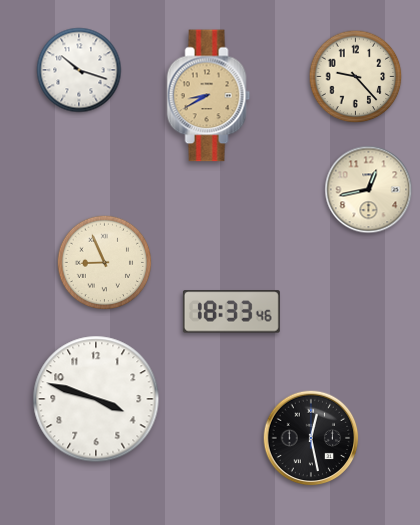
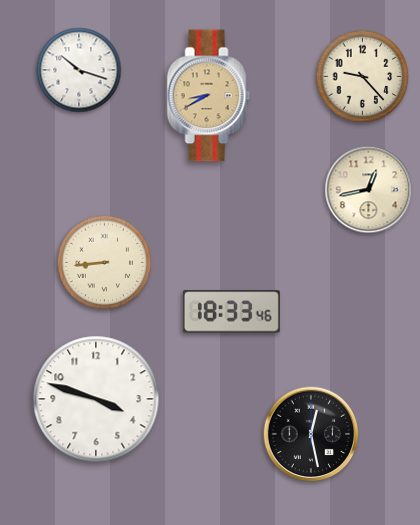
clock at (356, 77) position: (356, 77) -> (363, 77)
clock at (105, 263): 8:56 -> 8:44
clock at (311, 438) position: (311, 438) -> (311, 434)
